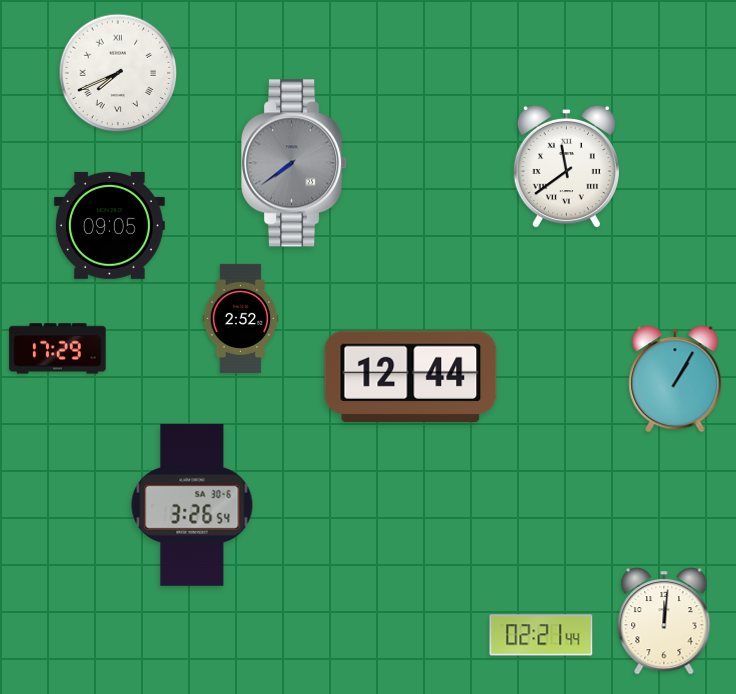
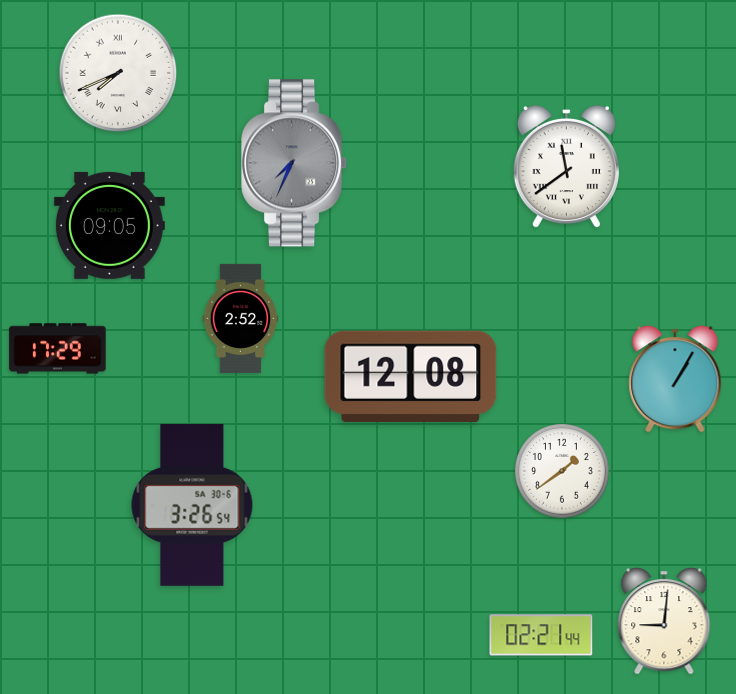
clock at (295, 163): 7:39 -> 7:34
clock at (411, 376): 12:44 -> 12:08
clock at (562, 471): none -> 1:39
clock at (664, 621): 12:01 -> 9:01
